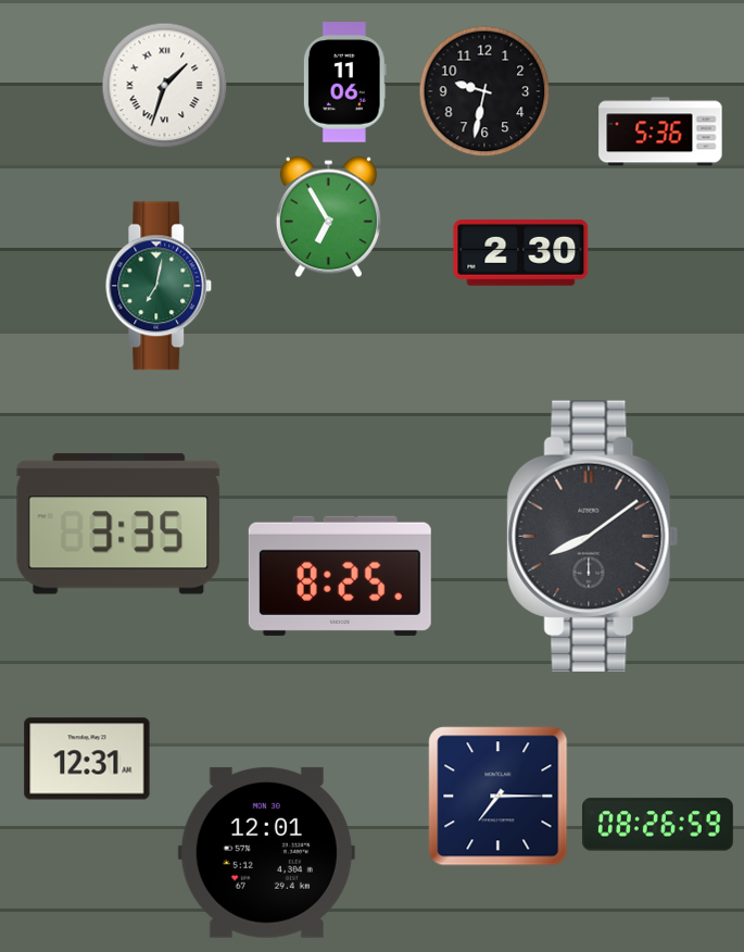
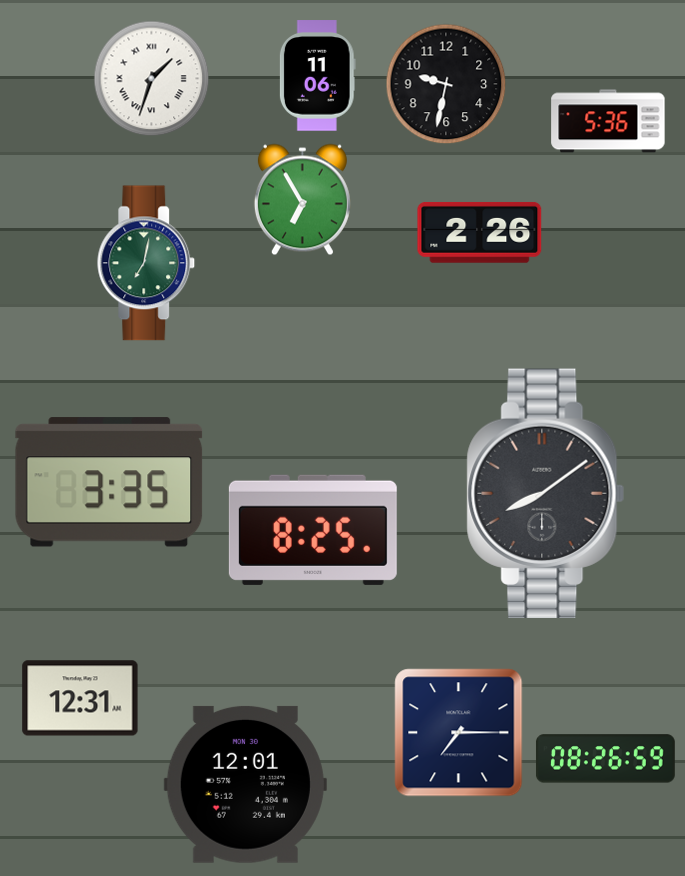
clock at (521, 252): 2:30 -> 2:26
